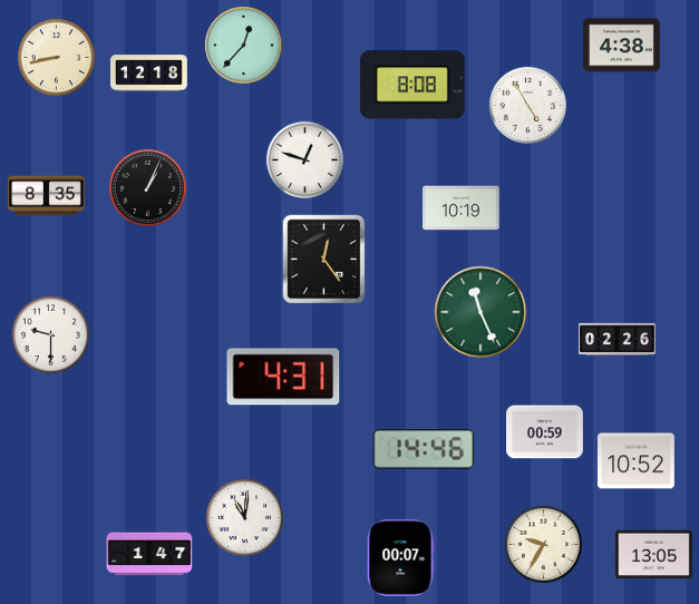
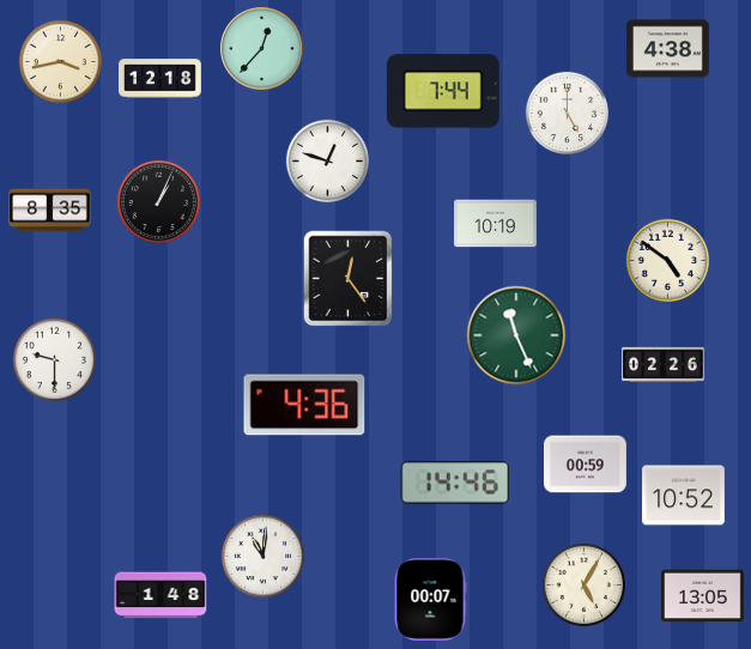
clock at (56, 57): 8:43 -> 3:43
clock at (412, 85): 8:08 -> 7:44
clock at (527, 105): 4:55 -> 5:00
clock at (304, 159) position: (304, 159) -> (327, 160)
clock at (667, 260): none -> 4:51
clock at (283, 377): 4:31 -> 4:36
clock at (543, 544): 9:35 -> 5:05
clock at (149, 554): 1:47 -> 1:48
